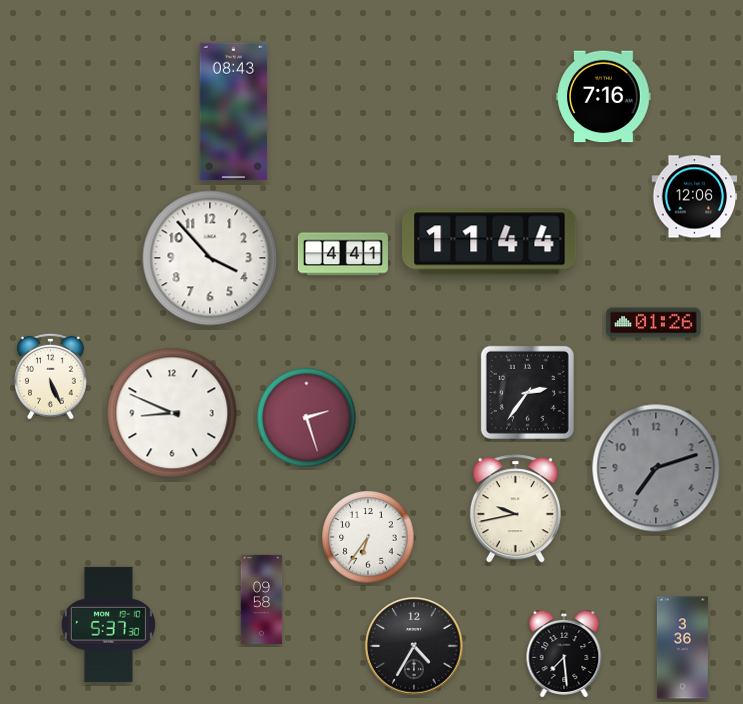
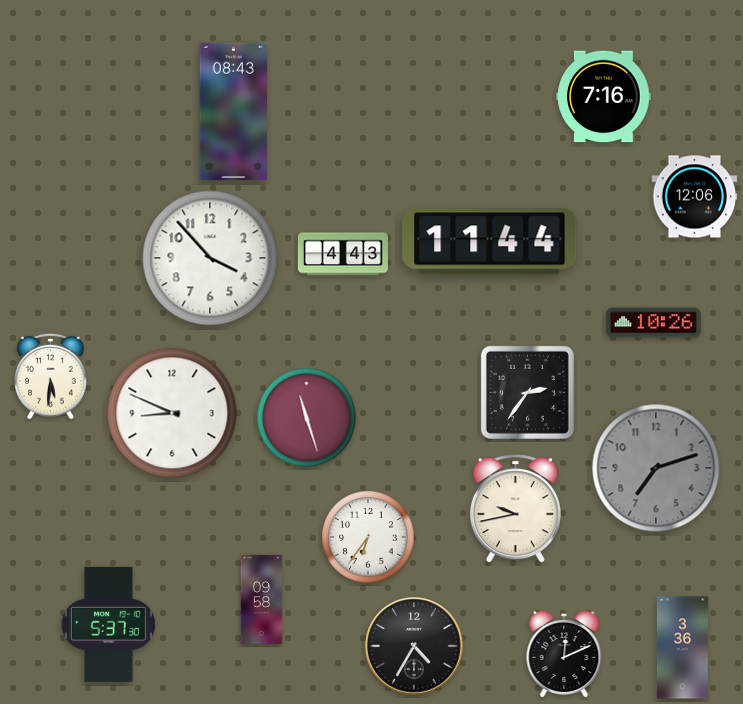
clock at (343, 254): 4:41 -> 4:43
clock at (654, 323): 01:26 -> 10:26
clock at (51, 376): 5:26 -> 5:31
clock at (307, 418): 2:27 -> 11:27
clock at (564, 654): 7:29 -> 12:11
